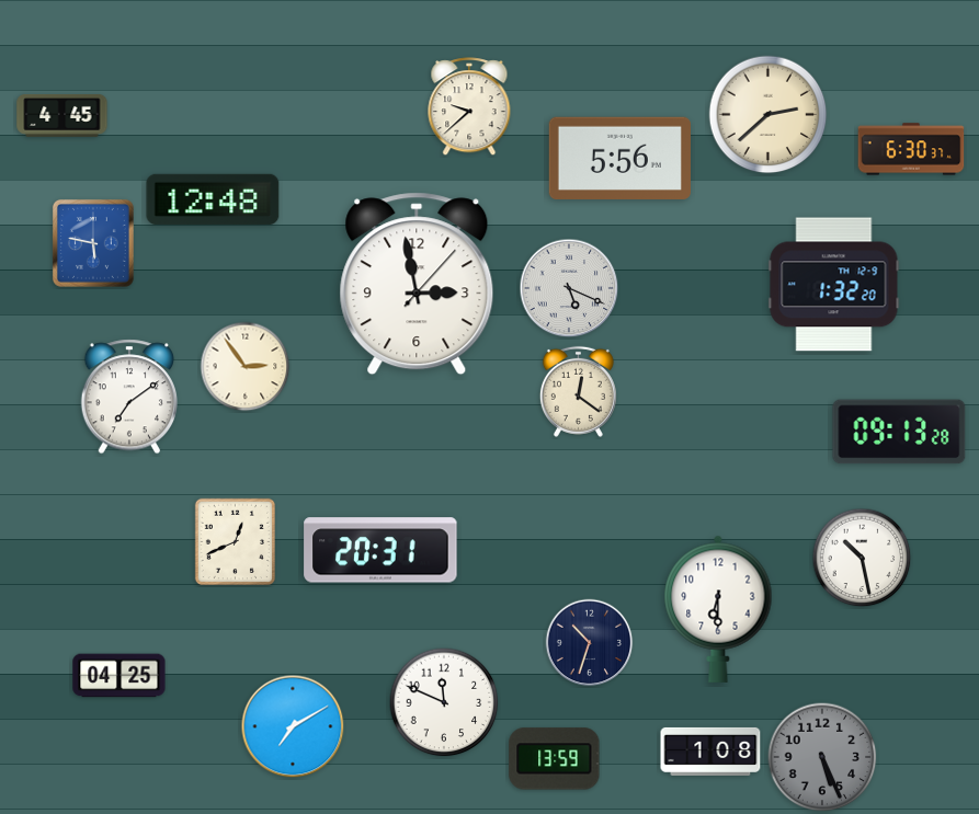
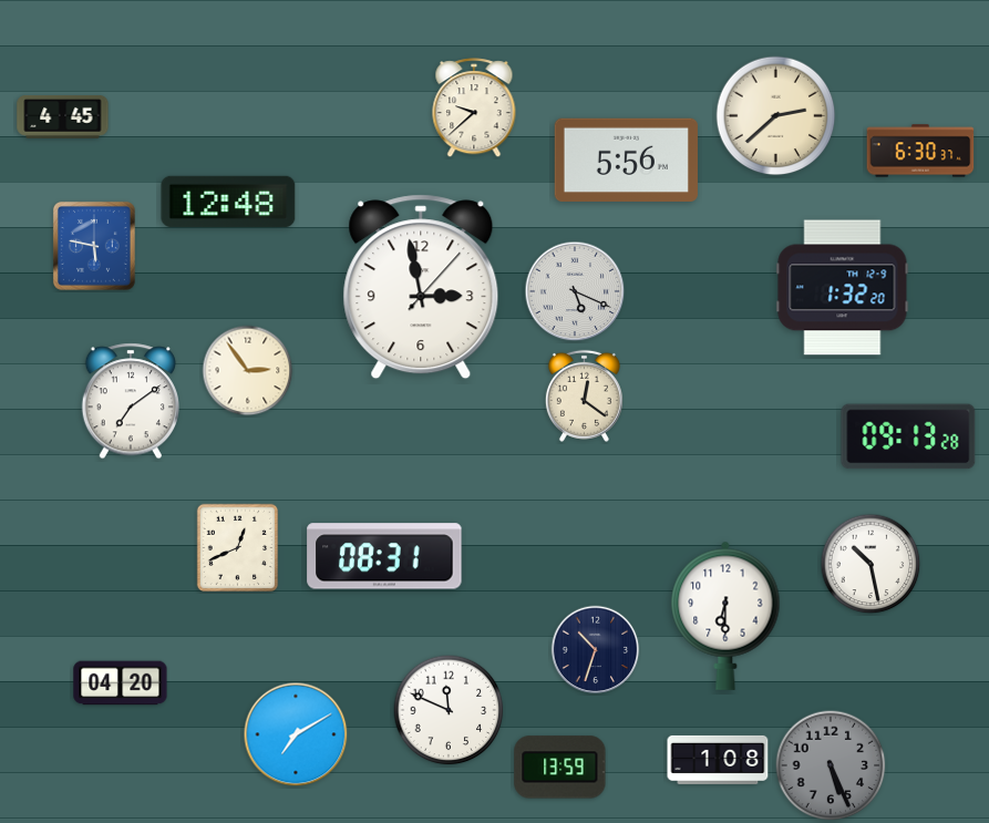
clock at (213, 199) position: (213, 199) -> (228, 202)
clock at (380, 550): 20:31 -> 08:31
clock at (119, 676): 04:25 -> 04:20
